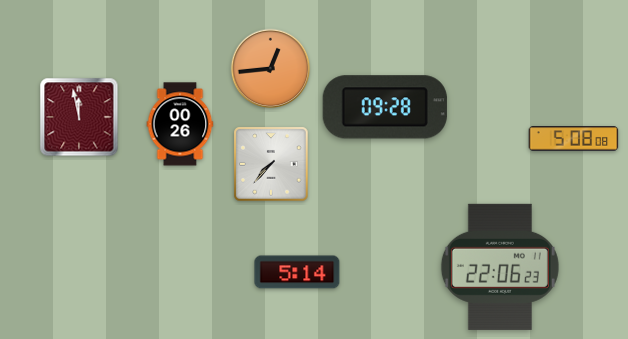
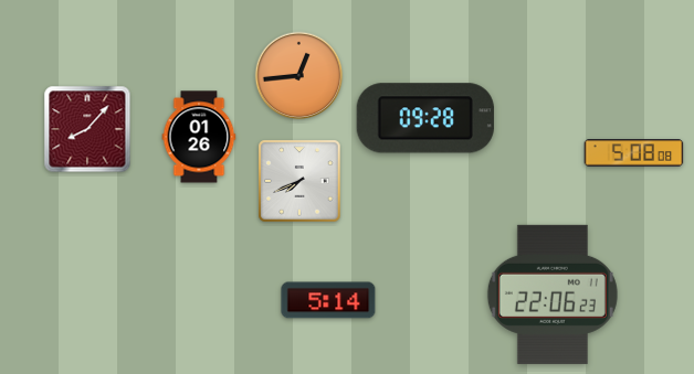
clock at (79, 117): 11:58 -> 8:07
clock at (180, 124): 00:26 -> 01:26
clock at (271, 164): 7:37 -> 7:41
